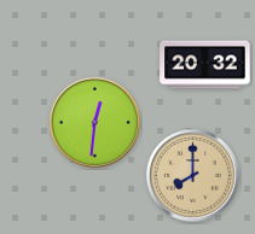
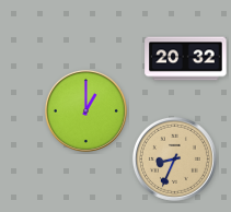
clock at (94, 122): 12:31 -> 1:00
clock at (192, 175): 8:00 -> 8:34
